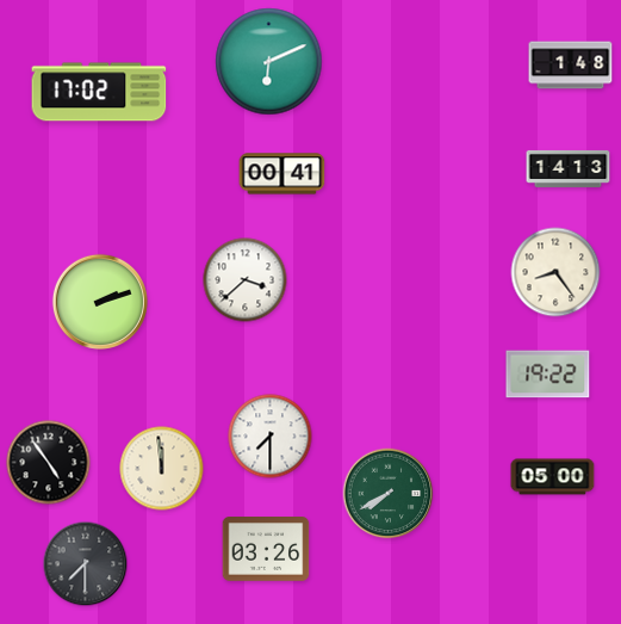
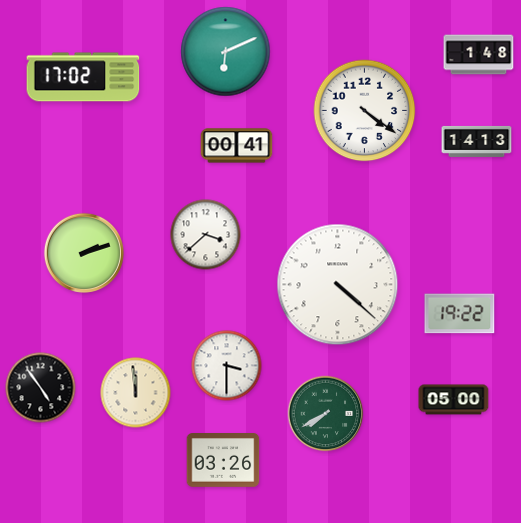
clock at (365, 111): none -> 4:21
clock at (555, 272): 8:24 -> none
clock at (338, 285): none -> 4:22
clock at (271, 437): 7:30 -> 3:30
clock at (553, 477) position: (553, 477) -> (454, 400)
clock at (86, 564): 7:30 -> none
